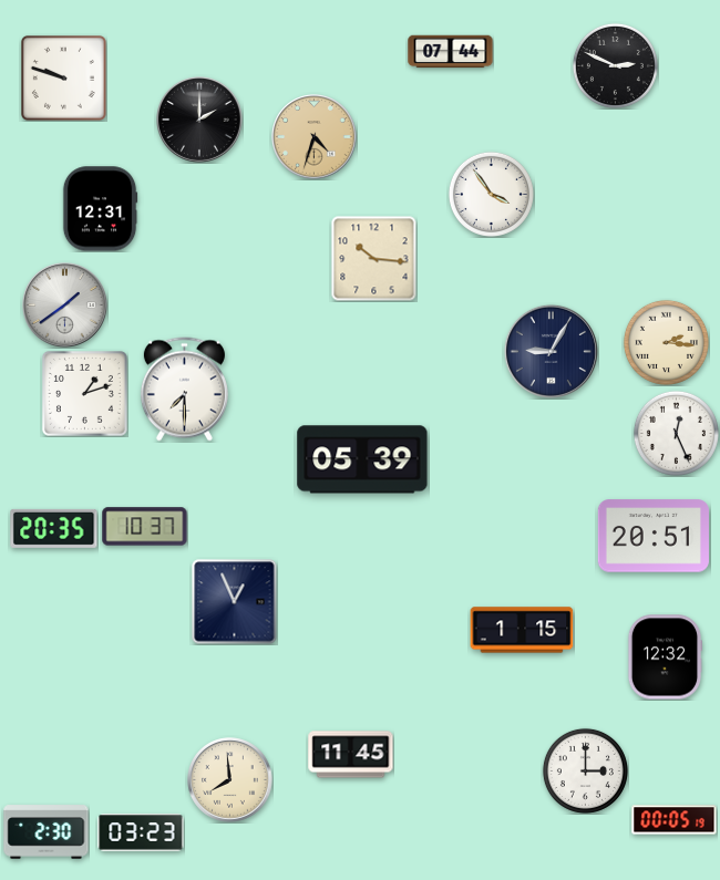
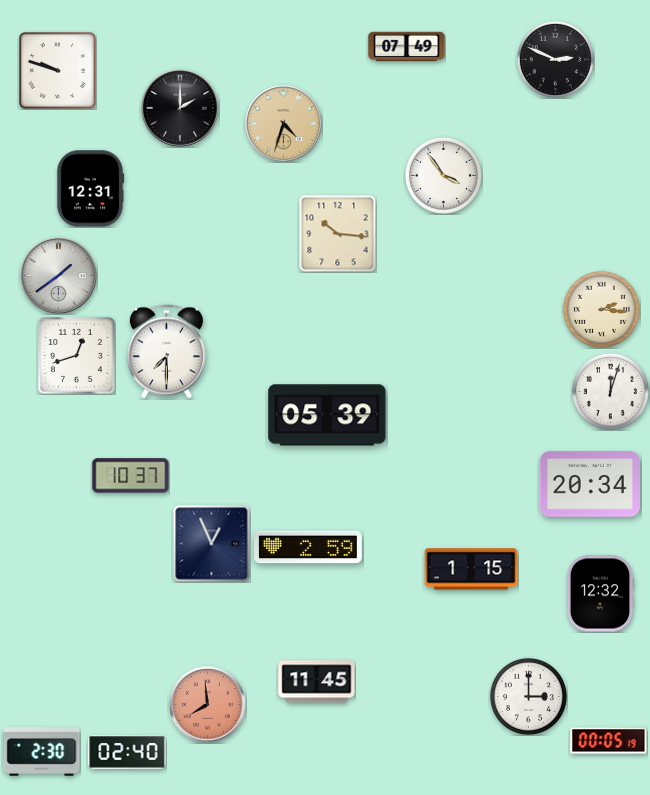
clock at (451, 52): 07:44 -> 07:49
clock at (551, 351): 9:05 -> none
clock at (84, 393): 1:12 -> 12:42
clock at (676, 433): 12:26 -> 12:03
clock at (54, 528): 20:35 -> none
clock at (654, 536): 20:51 -> 20:34
clock at (309, 547): none -> 2:59
clock at (230, 780) dial: cream -> salmon
clock at (141, 832): 03:23 -> 02:40
